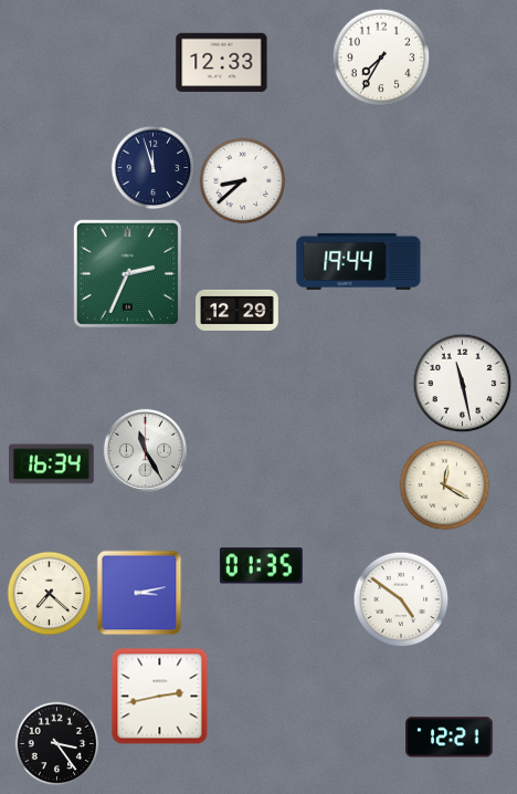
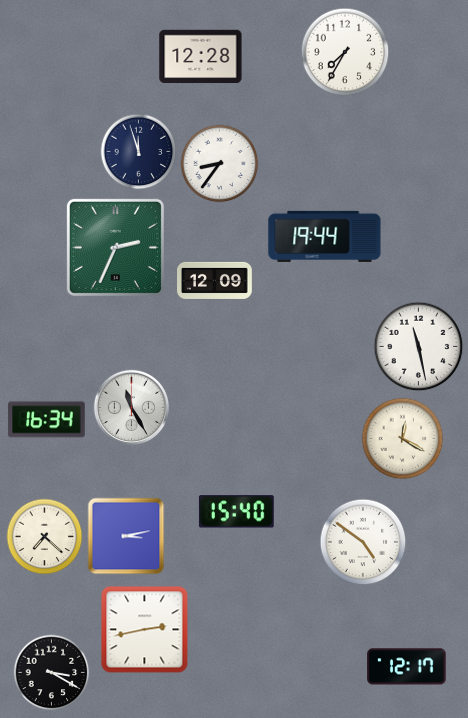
clock at (222, 63): 12:33 -> 12:28
clock at (243, 181): 8:38 -> 8:36
clock at (238, 310): 12:29 -> 12:09
clock at (261, 566): 01:35 -> 15:40
clock at (450, 738): 12:21 -> 12:17
clock at (57, 744): 3:24 -> 3:20
